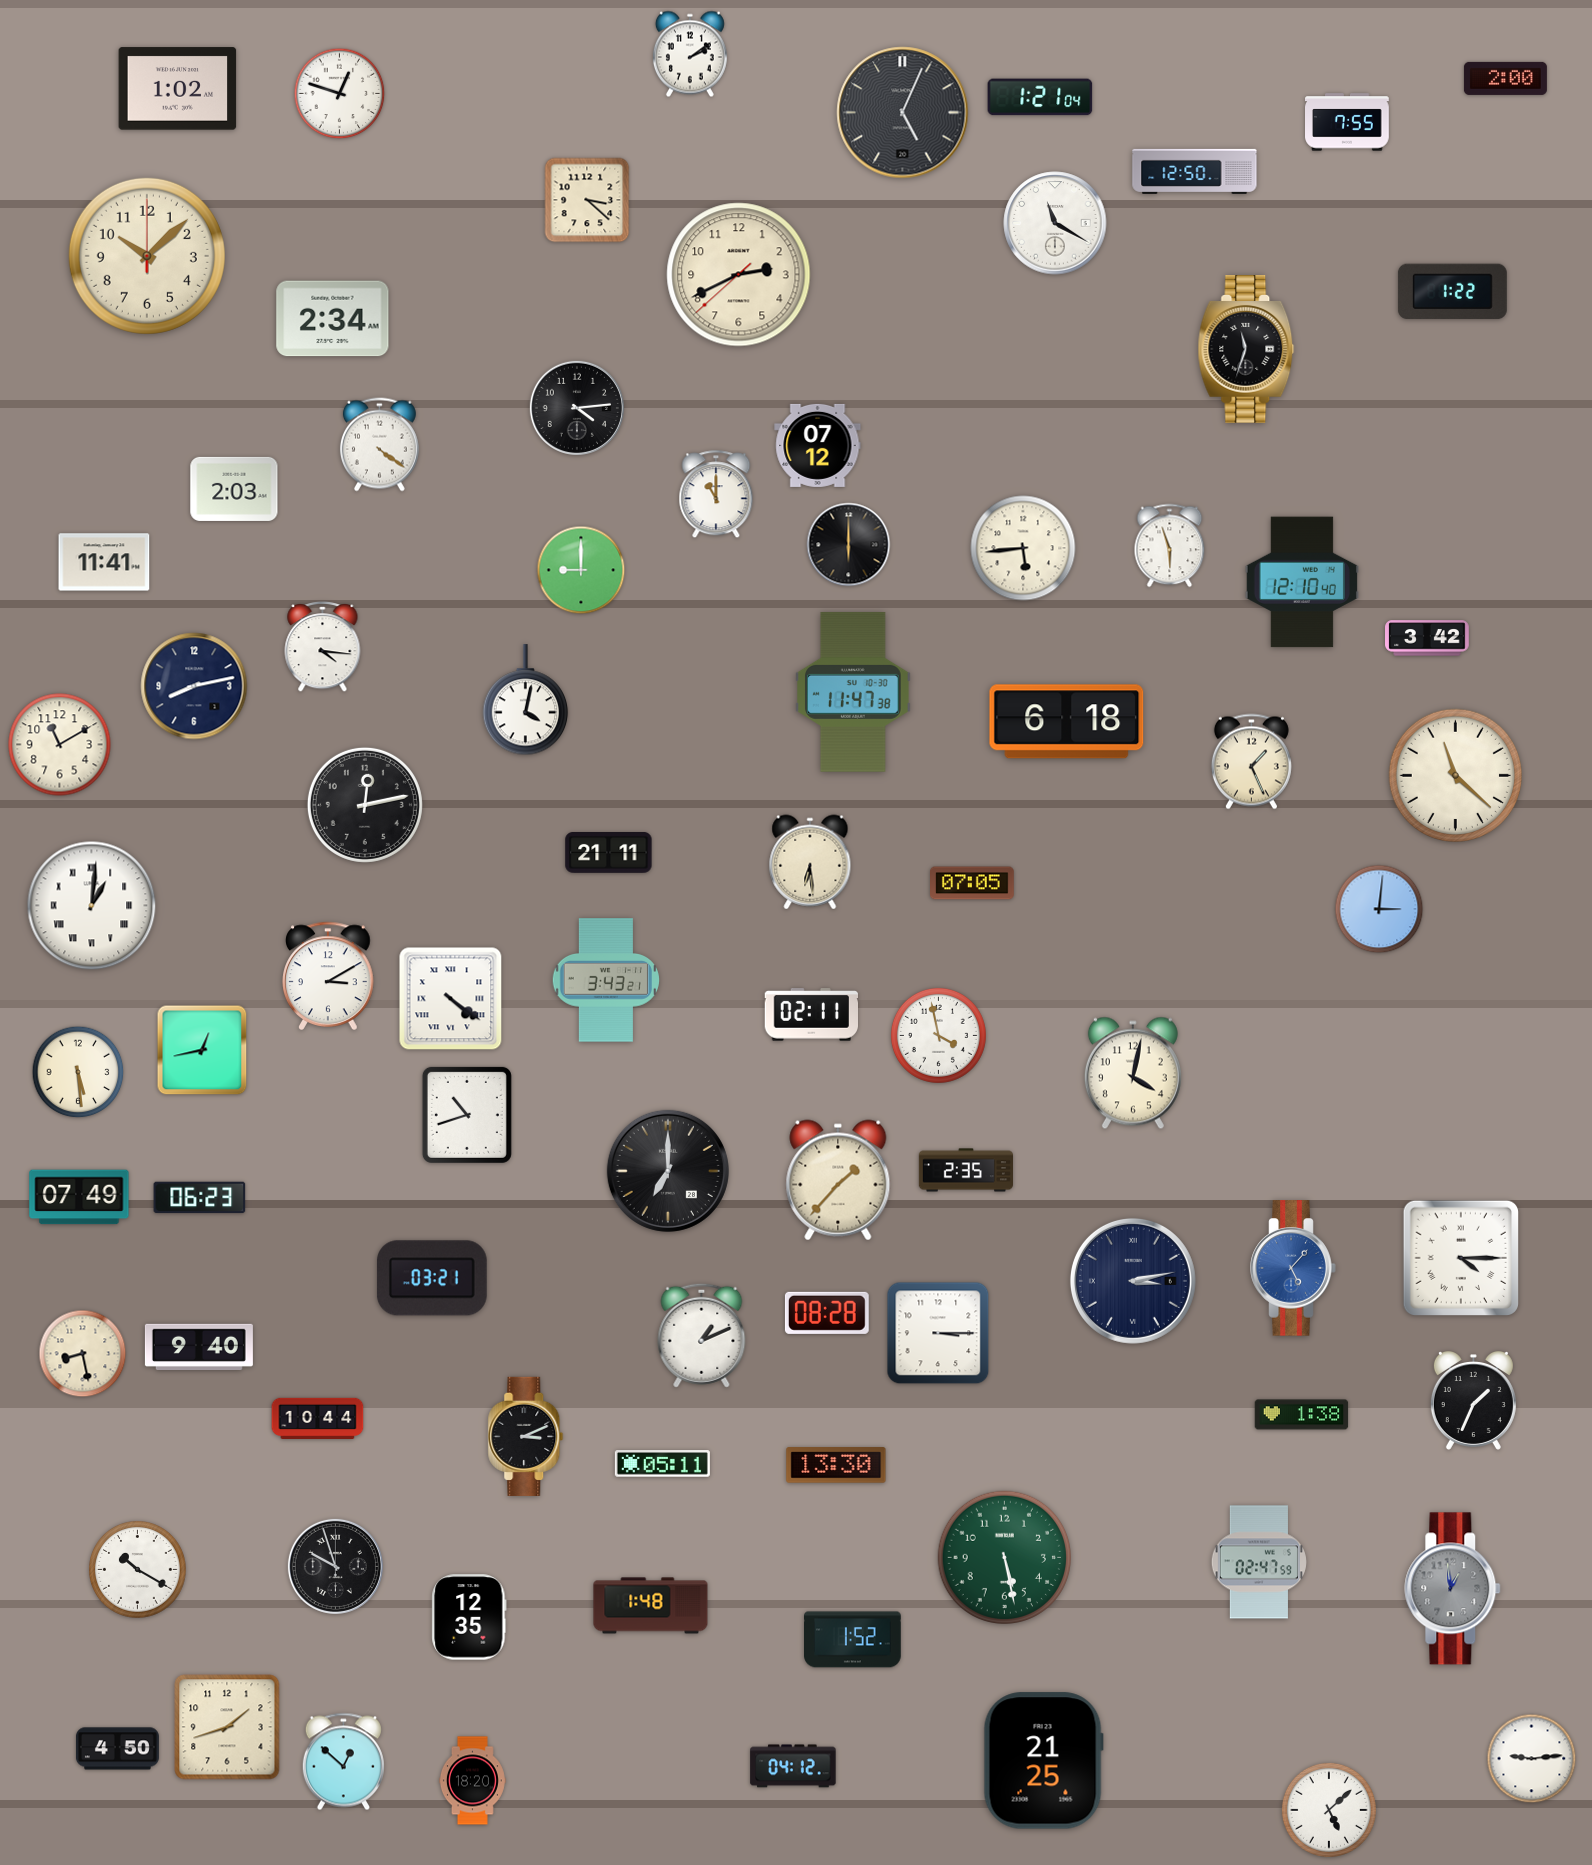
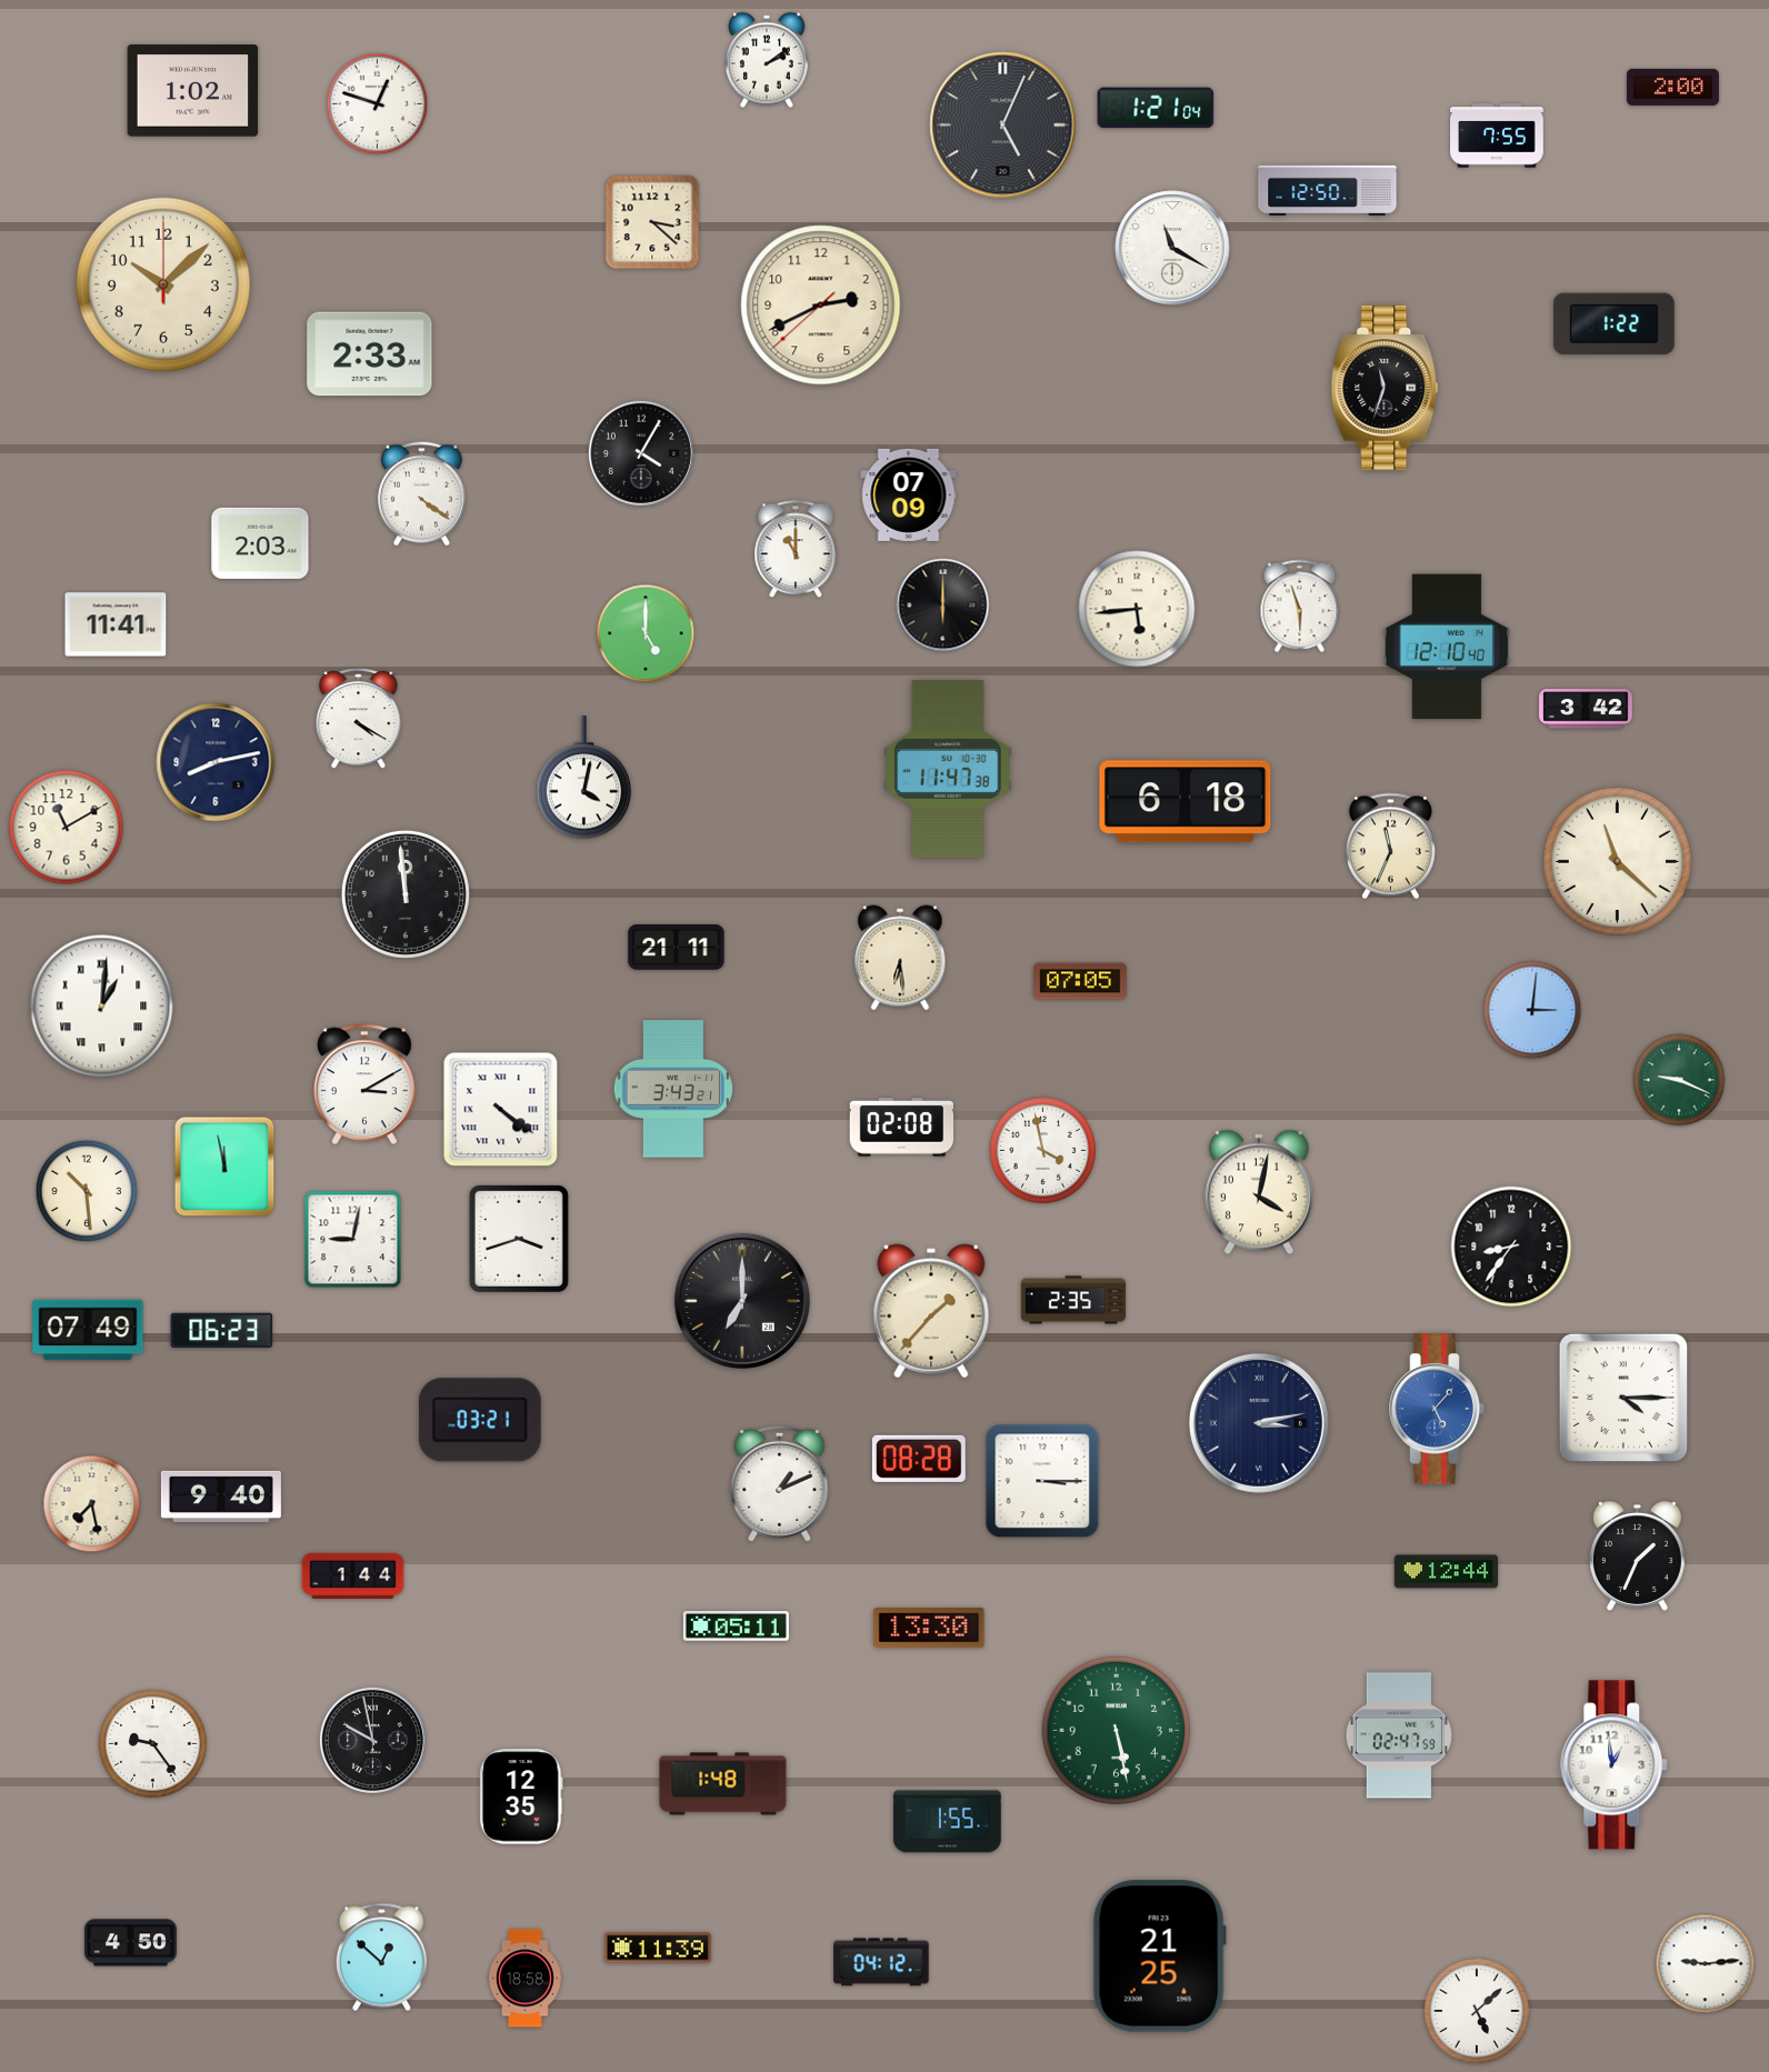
clock at (178, 89) position: (178, 89) -> (193, 91)
clock at (333, 319): 2:34 -> 2:33
clock at (577, 408): 4:14 -> 4:05
clock at (818, 445): 07:12 -> 07:09
clock at (581, 570): 9:00 -> 5:00
clock at (323, 647): 4:16 -> 4:20
clock at (1251, 762): 1:26 -> 11:34
clock at (365, 805): 12:13 -> 11:59
clock at (1679, 1080): none -> 9:19
clock at (811, 1015): 02:11 -> 02:08
clock at (202, 1050): 12:43 -> 11:58
clock at (78, 1072): 5:29 -> 10:29
clock at (467, 1115): 10:42 -> 3:42
clock at (353, 1240): none -> 9:02
clock at (1511, 1247): none -> 8:36
clock at (83, 1354): 8:28 -> 7:28
clock at (1302, 1415): 1:38 -> 12:44
clock at (318, 1418): 10:44 -> 1:44
clock at (526, 1436): 3:11 -> none
clock at (335, 1566): 9:57 -> 9:58
clock at (138, 1570): 10:20 -> 9:24
clock at (1453, 1589) dial: grey -> white
clock at (853, 1640): 1:52 -> 1:55
clock at (227, 1727): 1:42 -> none
clock at (658, 1948): none -> 11:39
clock at (1532, 1759) position: (1532, 1759) -> (1706, 1964)
clock at (472, 1781): 18:20 -> 18:58
